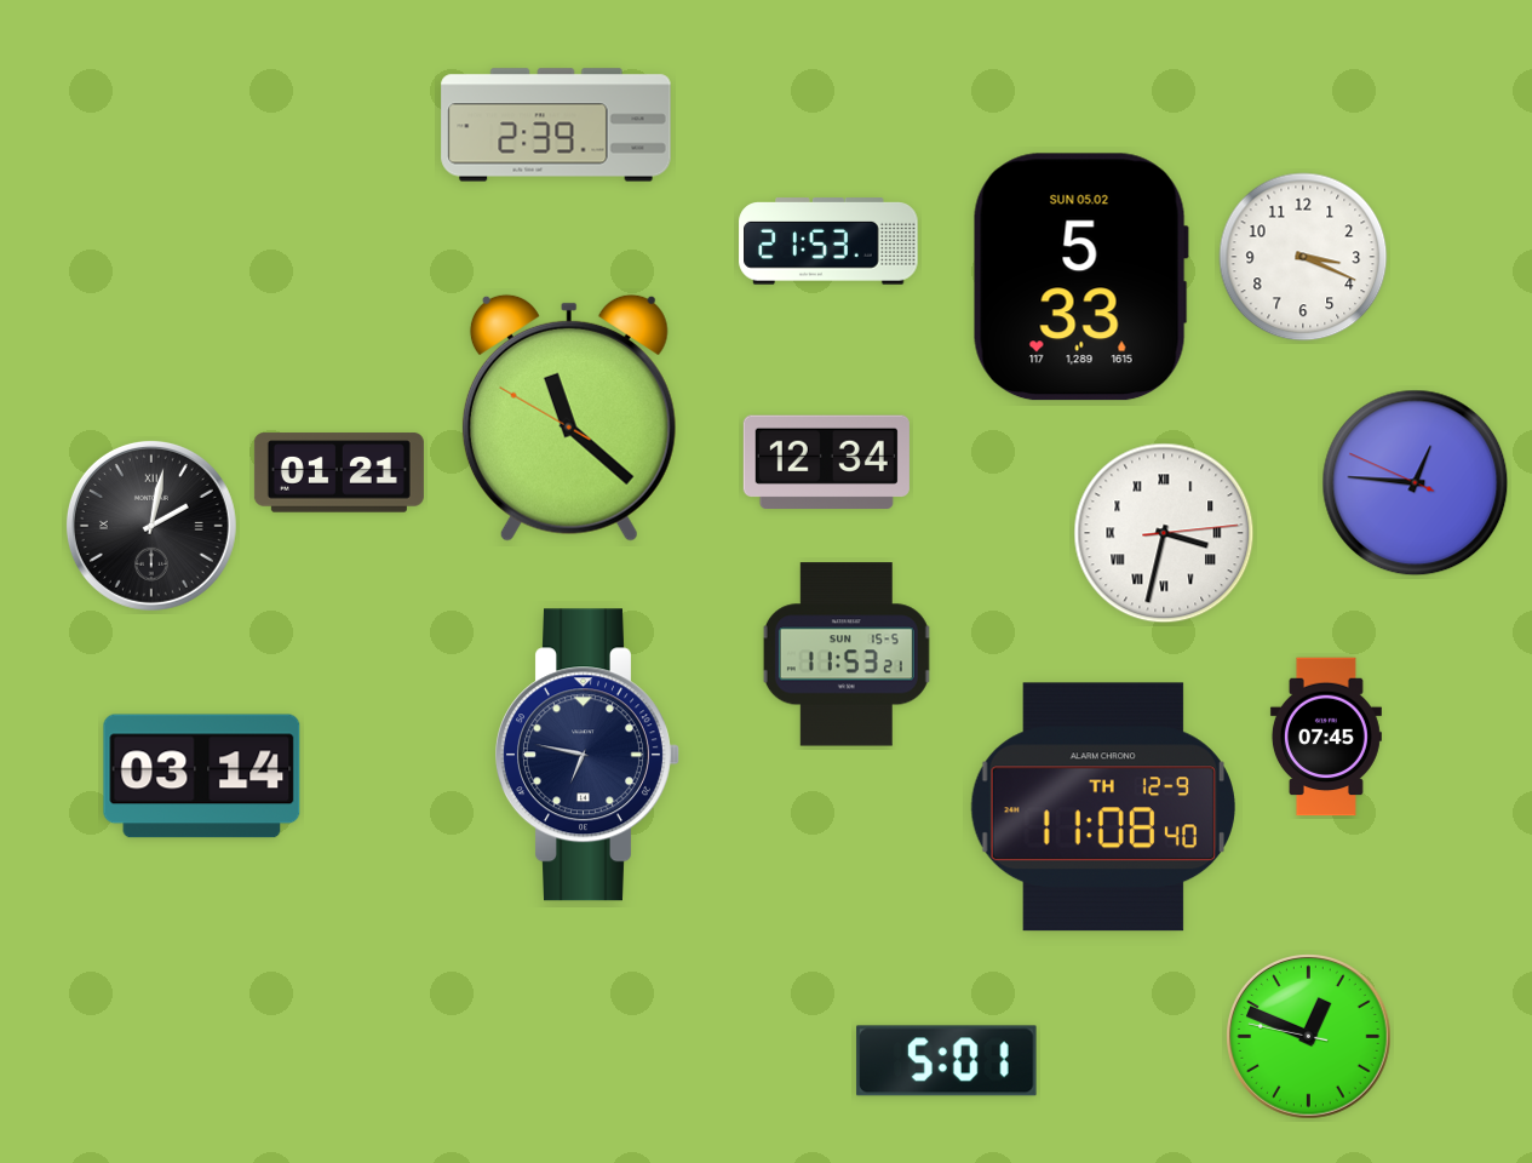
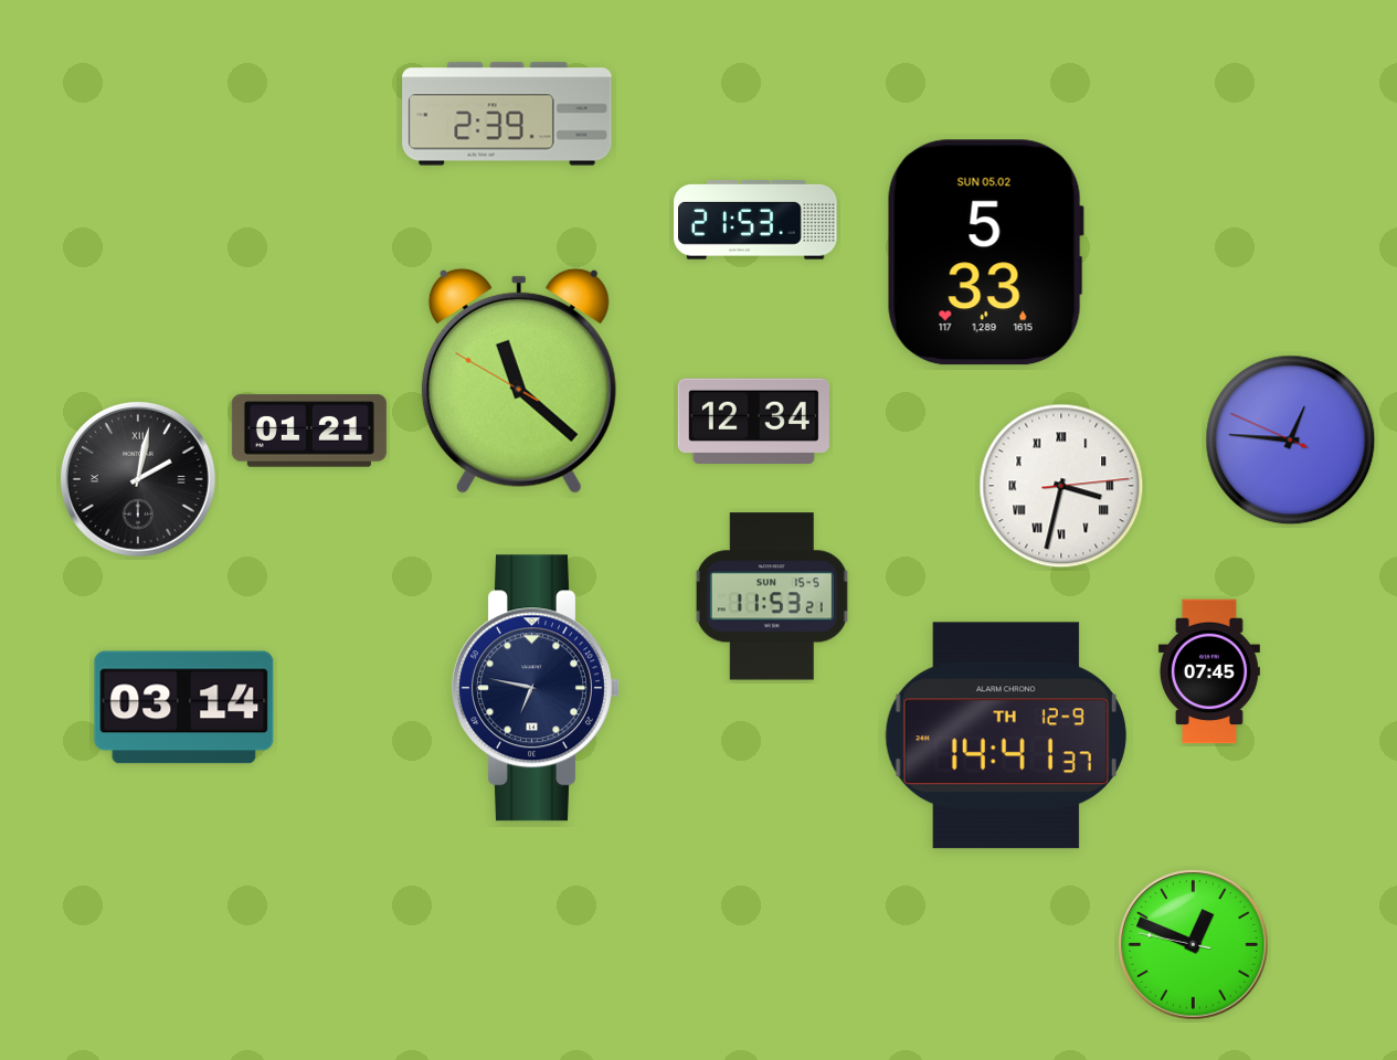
clock at (1303, 257): 3:19 -> none
clock at (1103, 807): 11:08 -> 14:41
clock at (947, 1061): 5:01 -> none
